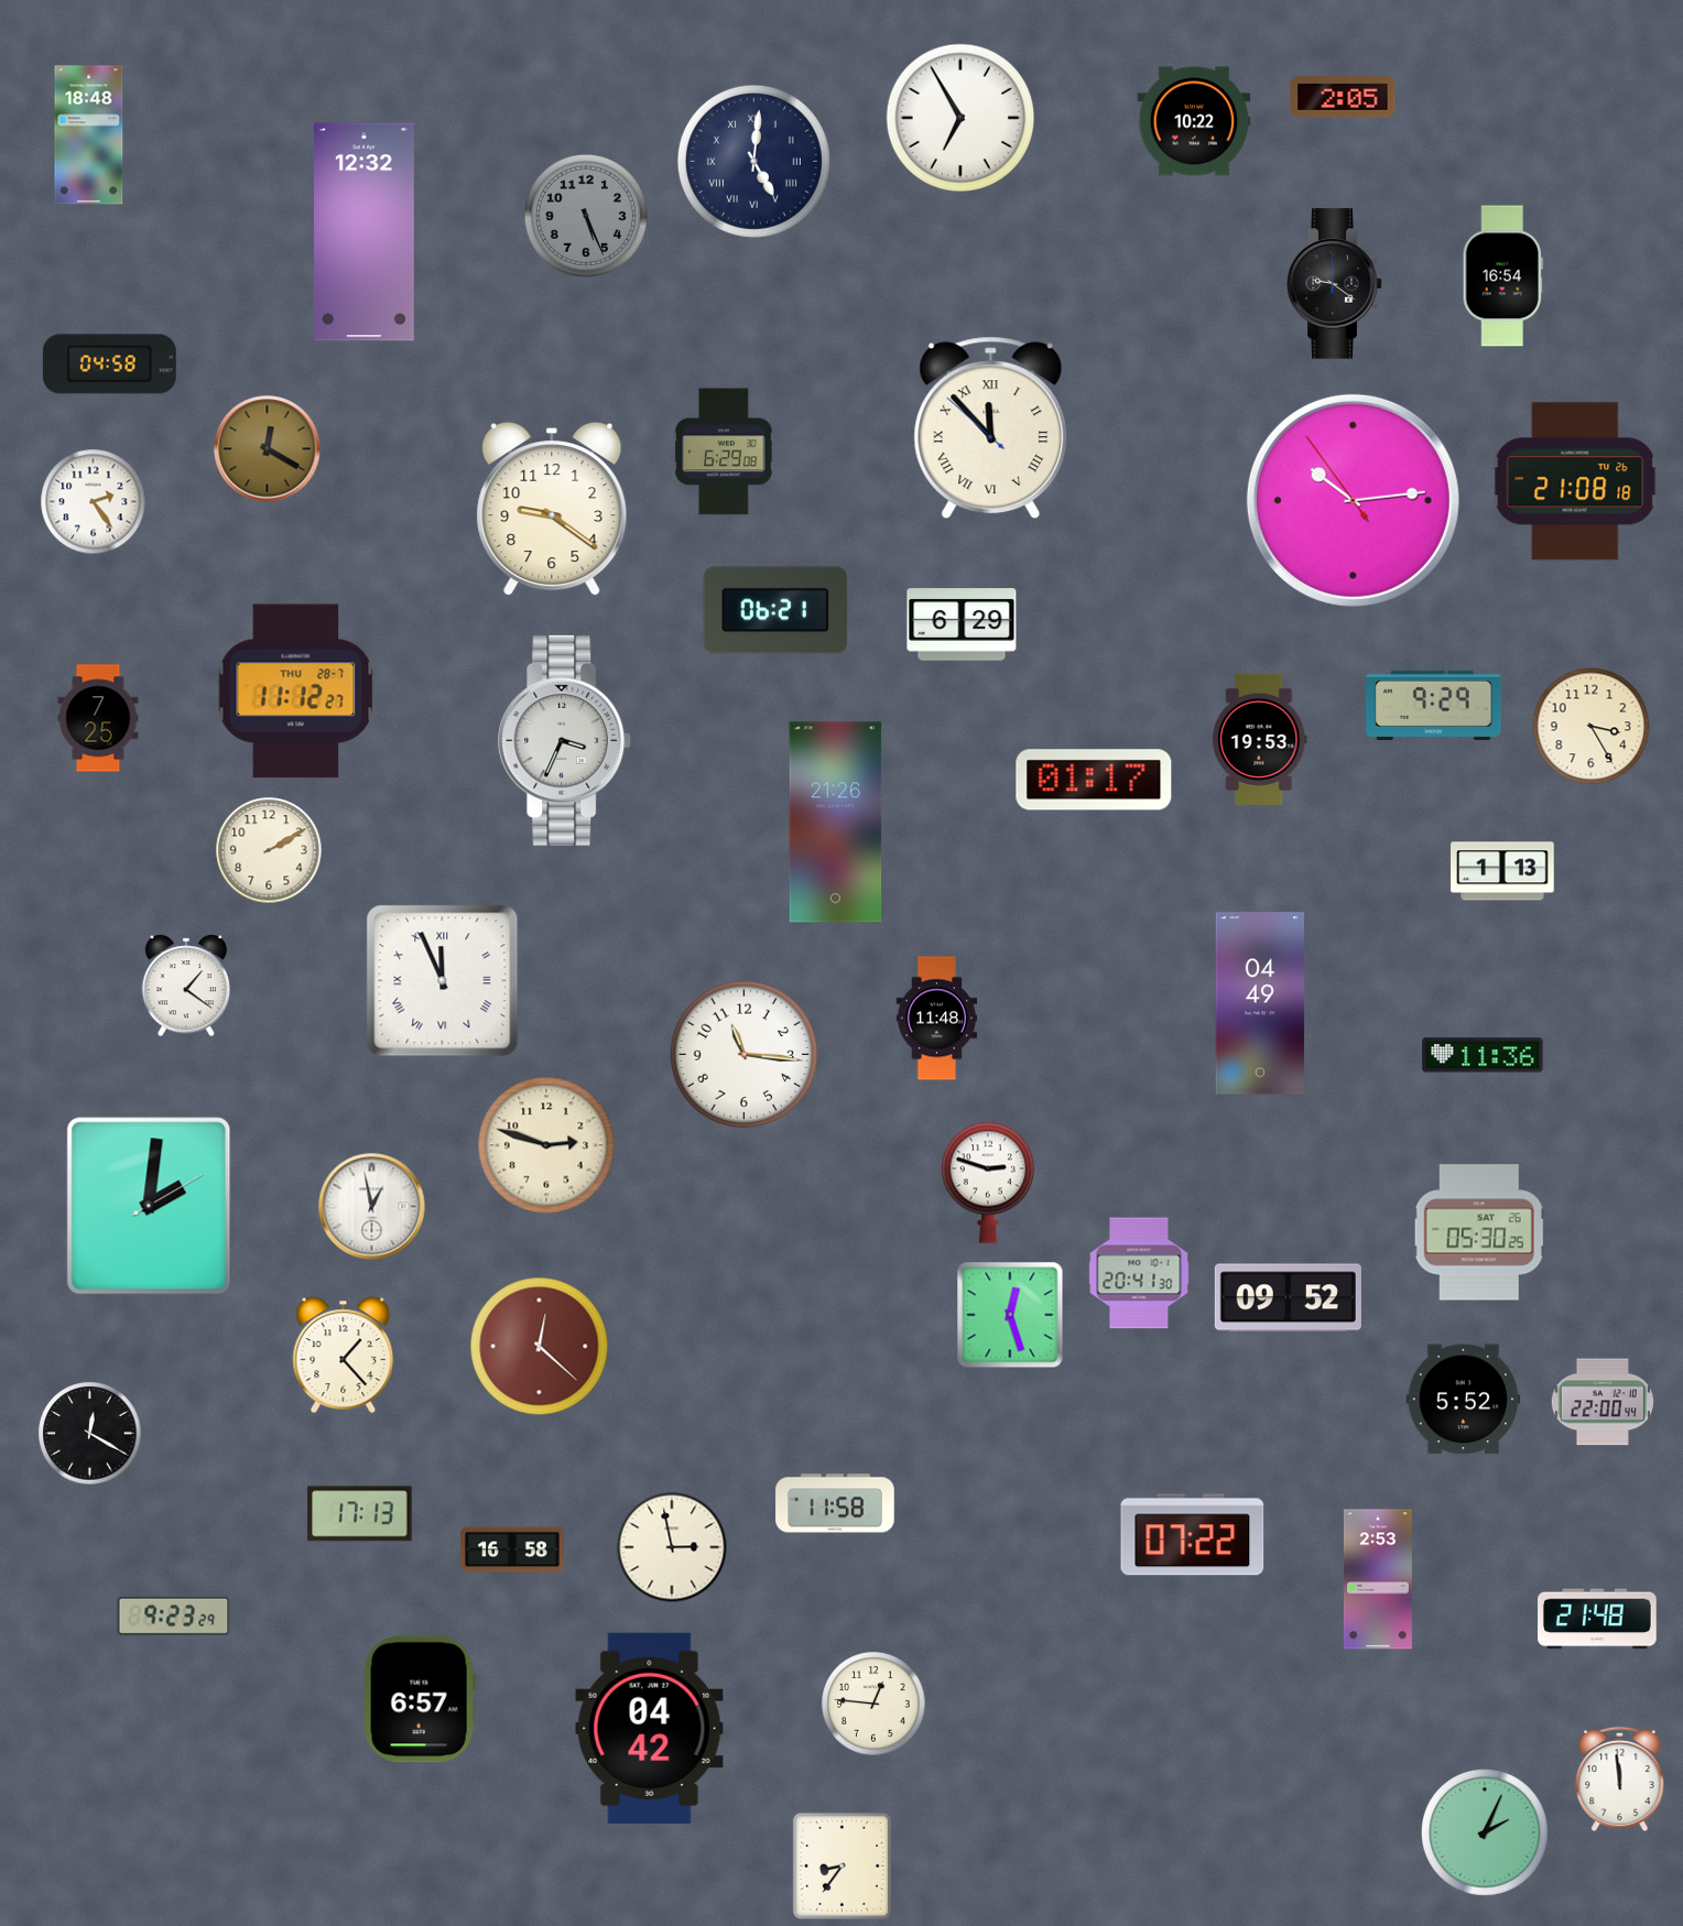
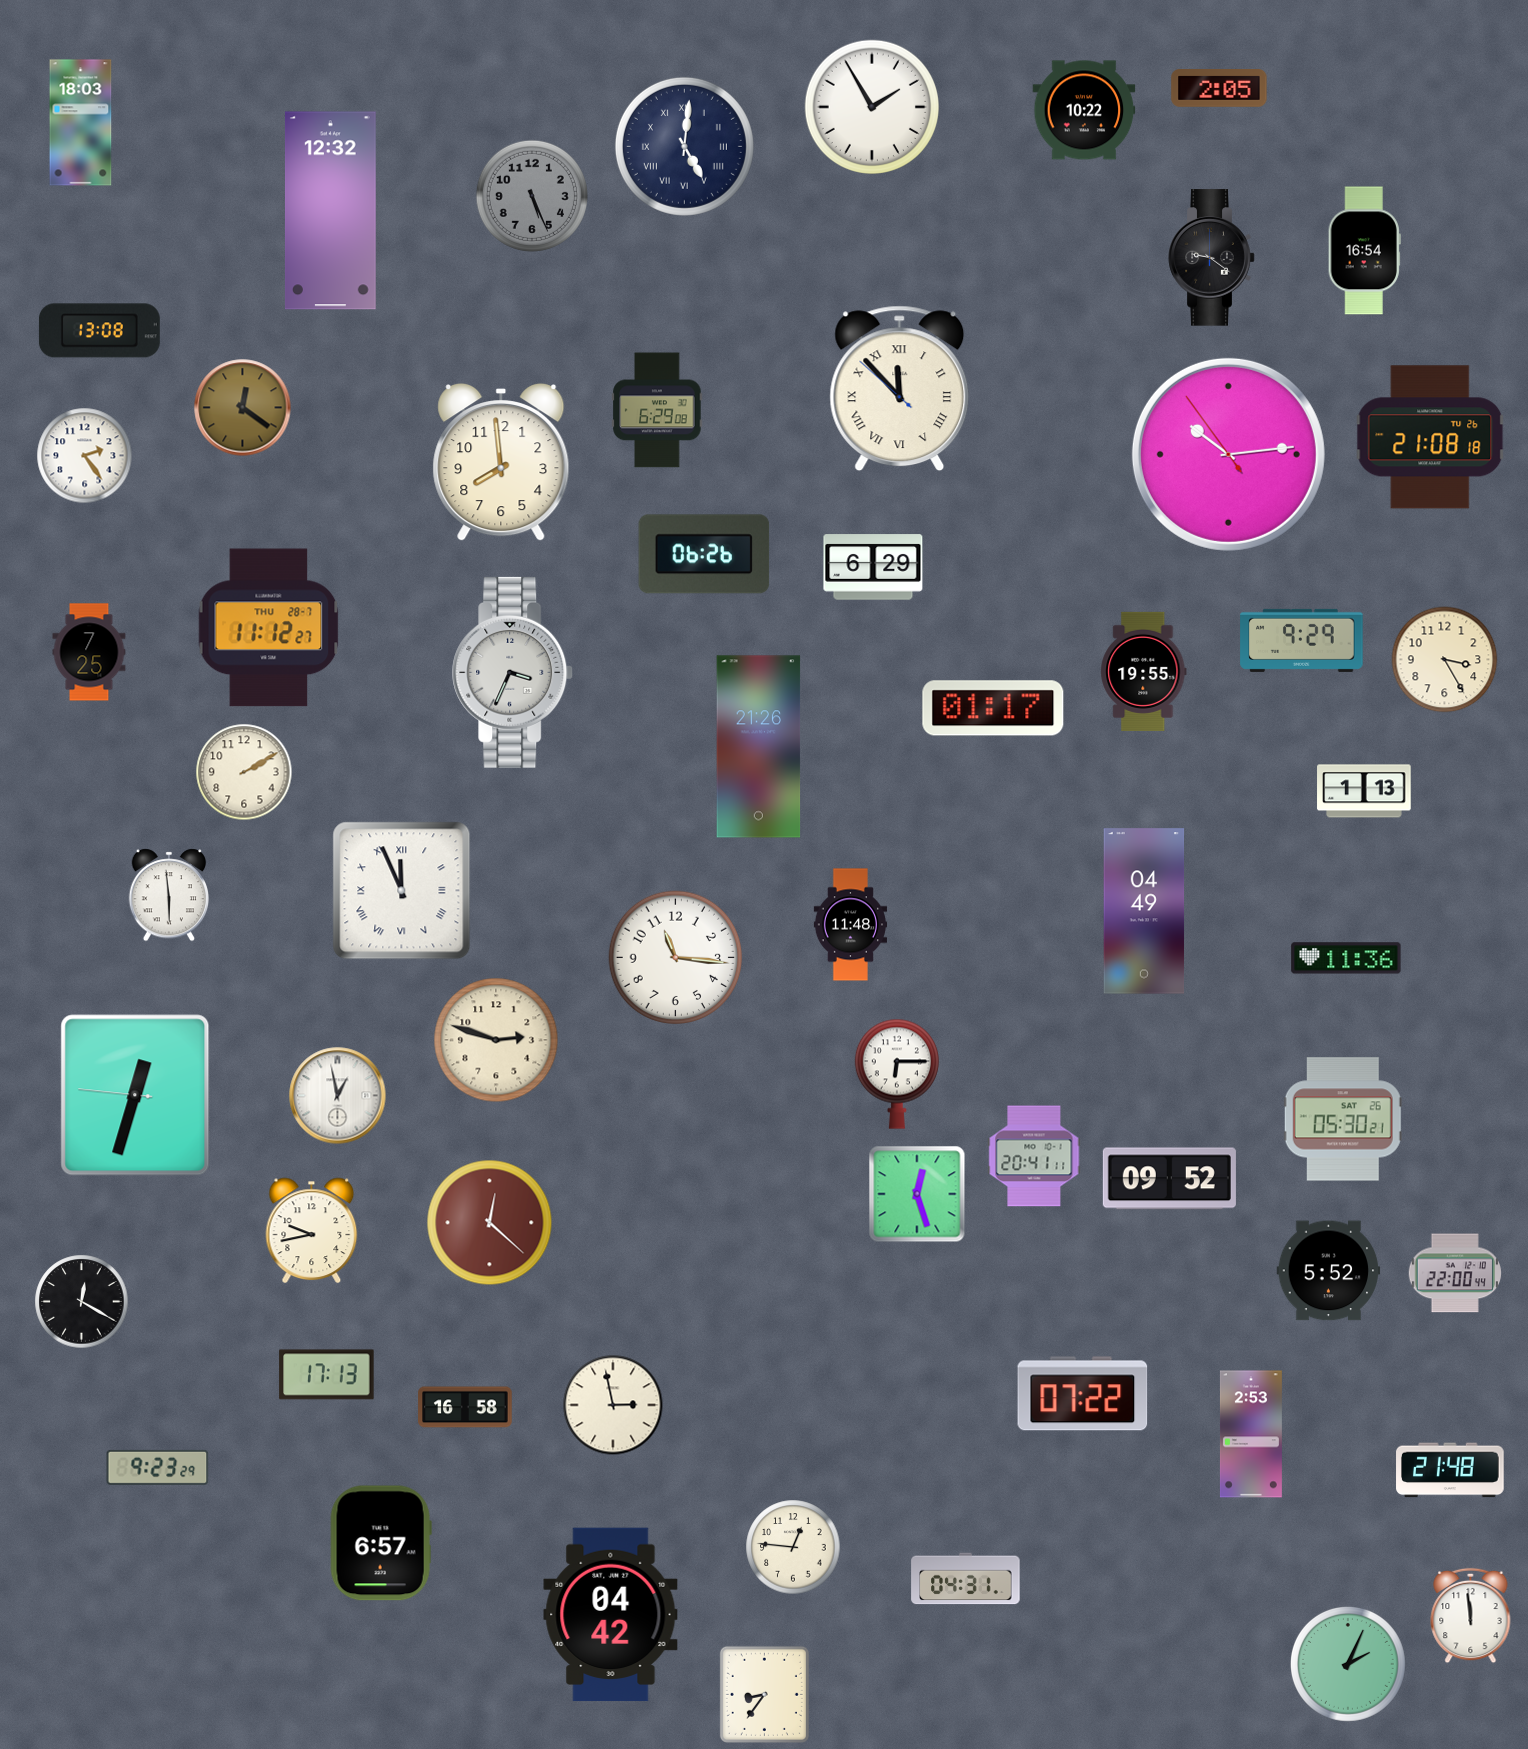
clock at (959, 117): 6:55 -> 1:55
clock at (89, 135): 18:48 -> 18:03
clock at (109, 364): 04:58 -> 13:08
clock at (268, 449): 12:20 -> 12:21
clock at (552, 510): 9:21 -> 7:59
clock at (775, 610): 06:21 -> 06:26
clock at (1260, 739): 19:53 -> 19:55
clock at (186, 986): 1:21 -> 5:59
clock at (988, 1183): 2:48 -> 6:15
clock at (149, 1206): 2:01 -> 12:32
clock at (1479, 1232): 05:30:25 -> 05:30:21
clock at (1139, 1273): 20:41:30 -> 20:41:11
clock at (344, 1356): 1:23 -> 9:43
clock at (835, 1503): 11:58 -> none
clock at (672, 1547) position: (672, 1547) -> (613, 1405)
clock at (650, 1729) position: (650, 1729) -> (611, 1615)
clock at (966, 1579): none -> 04:31
